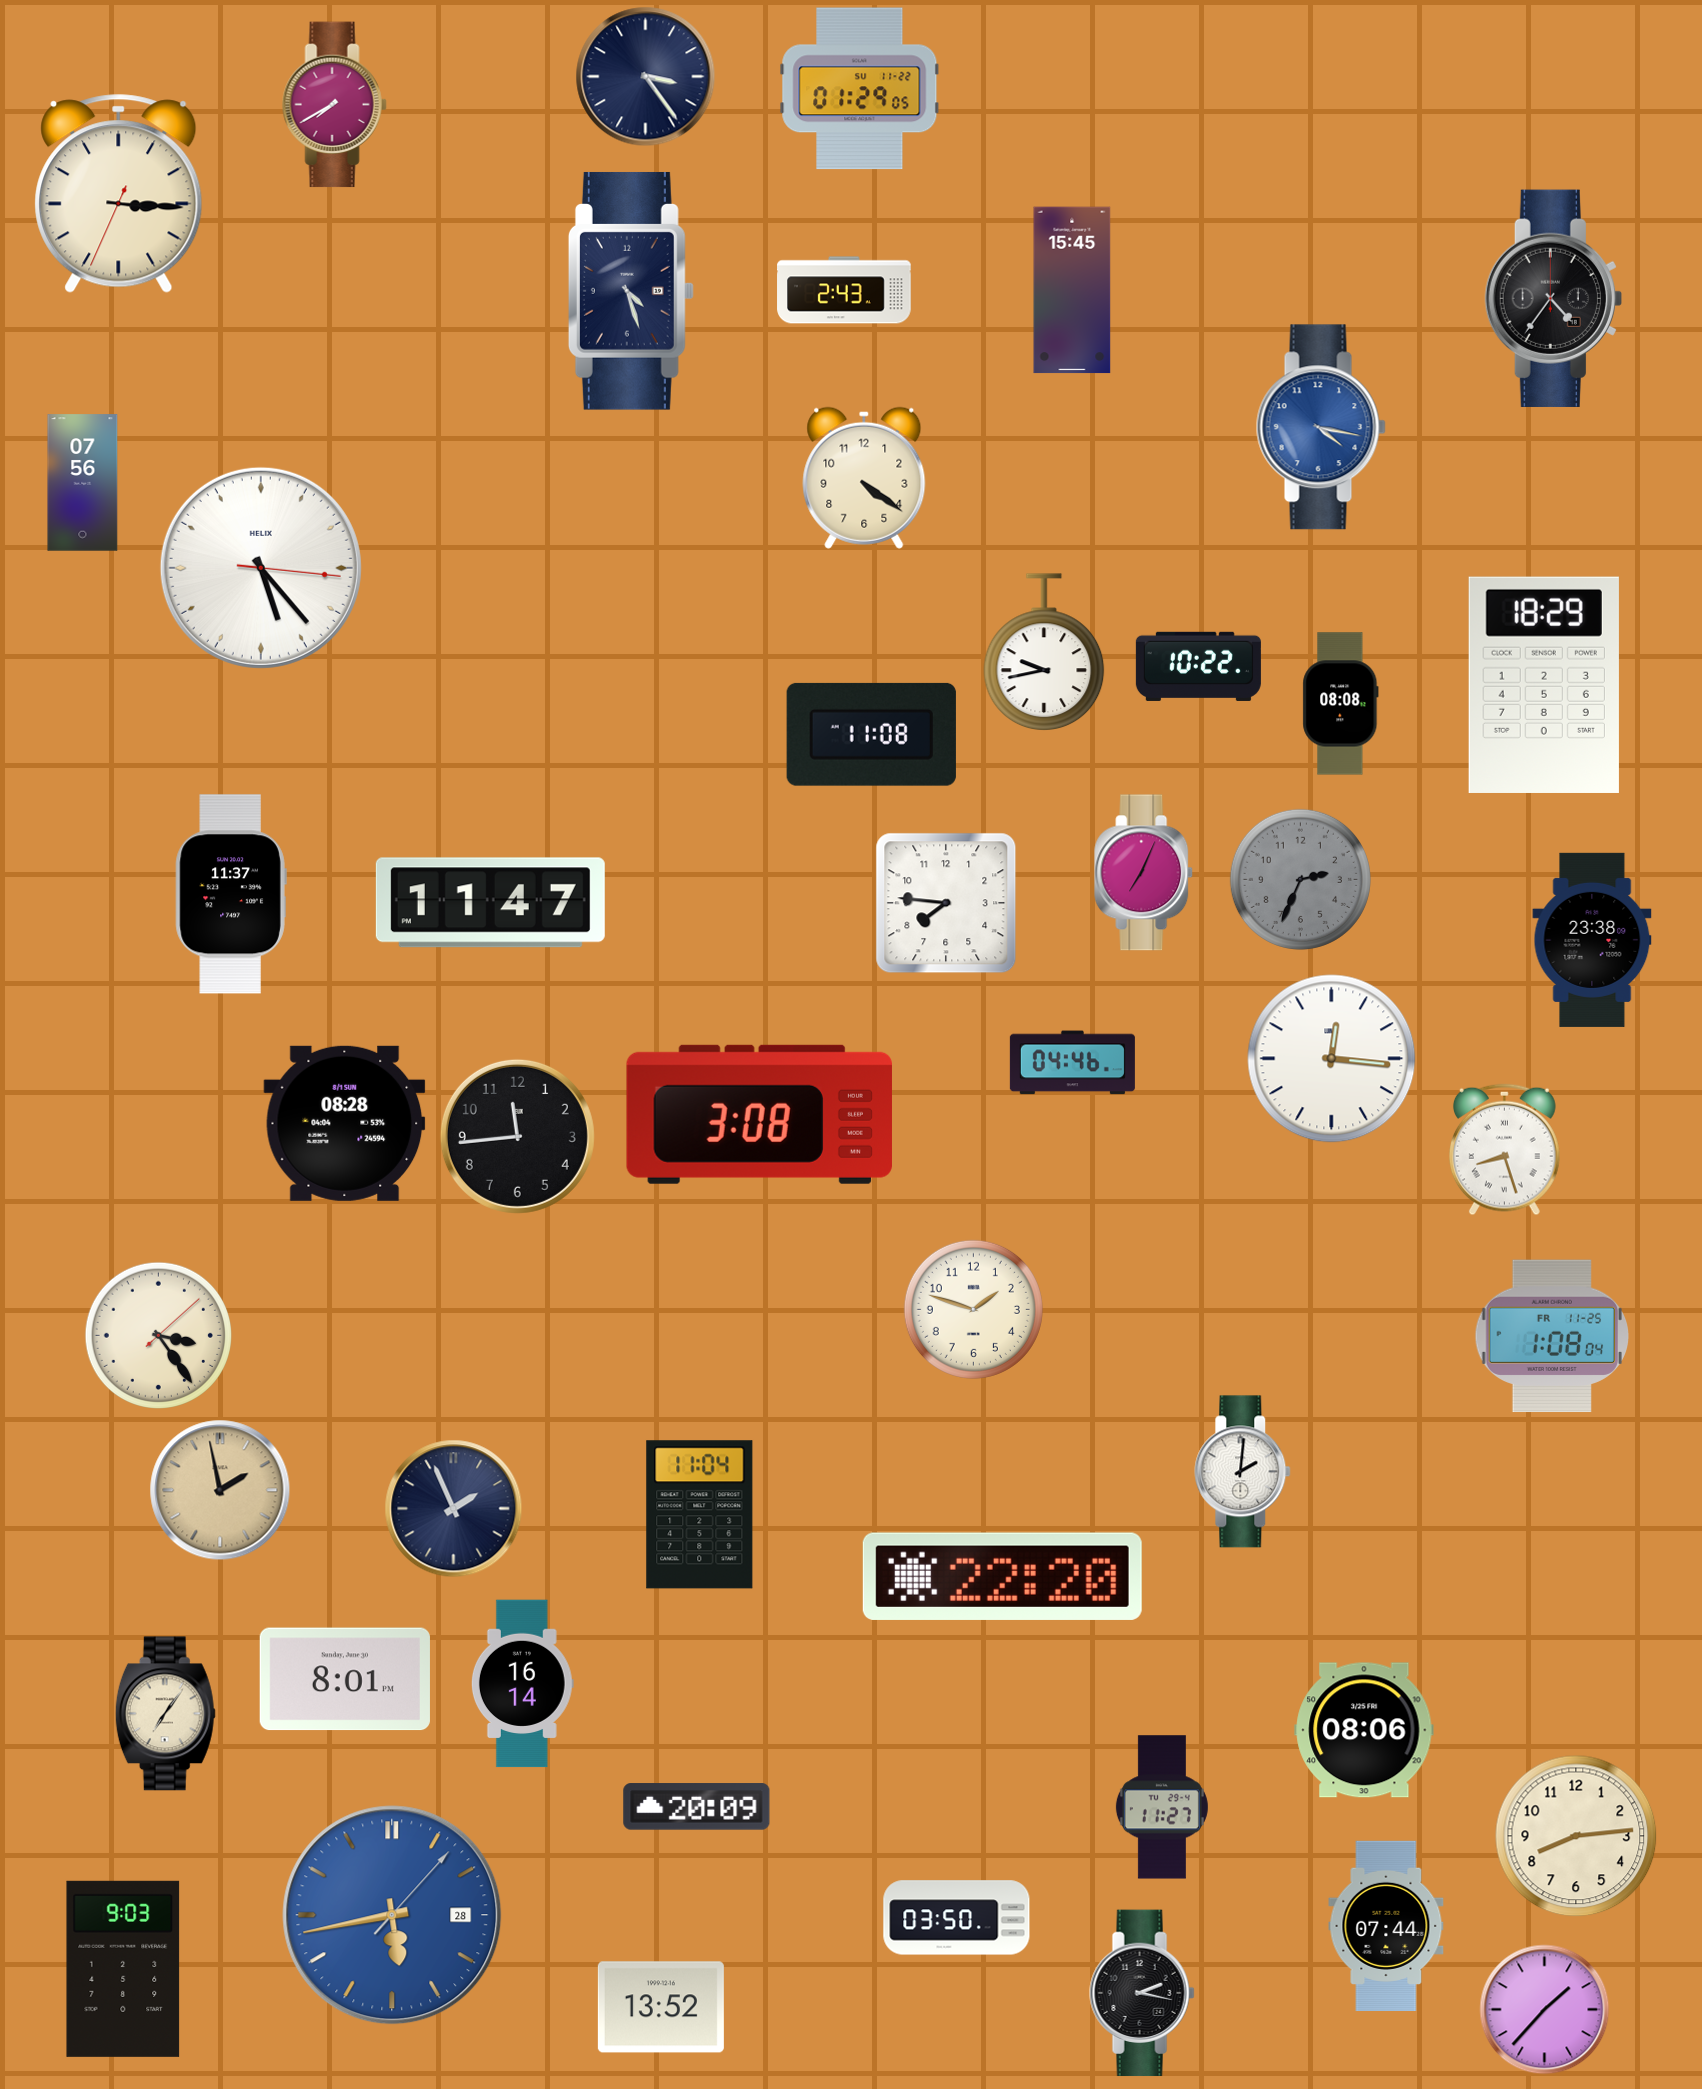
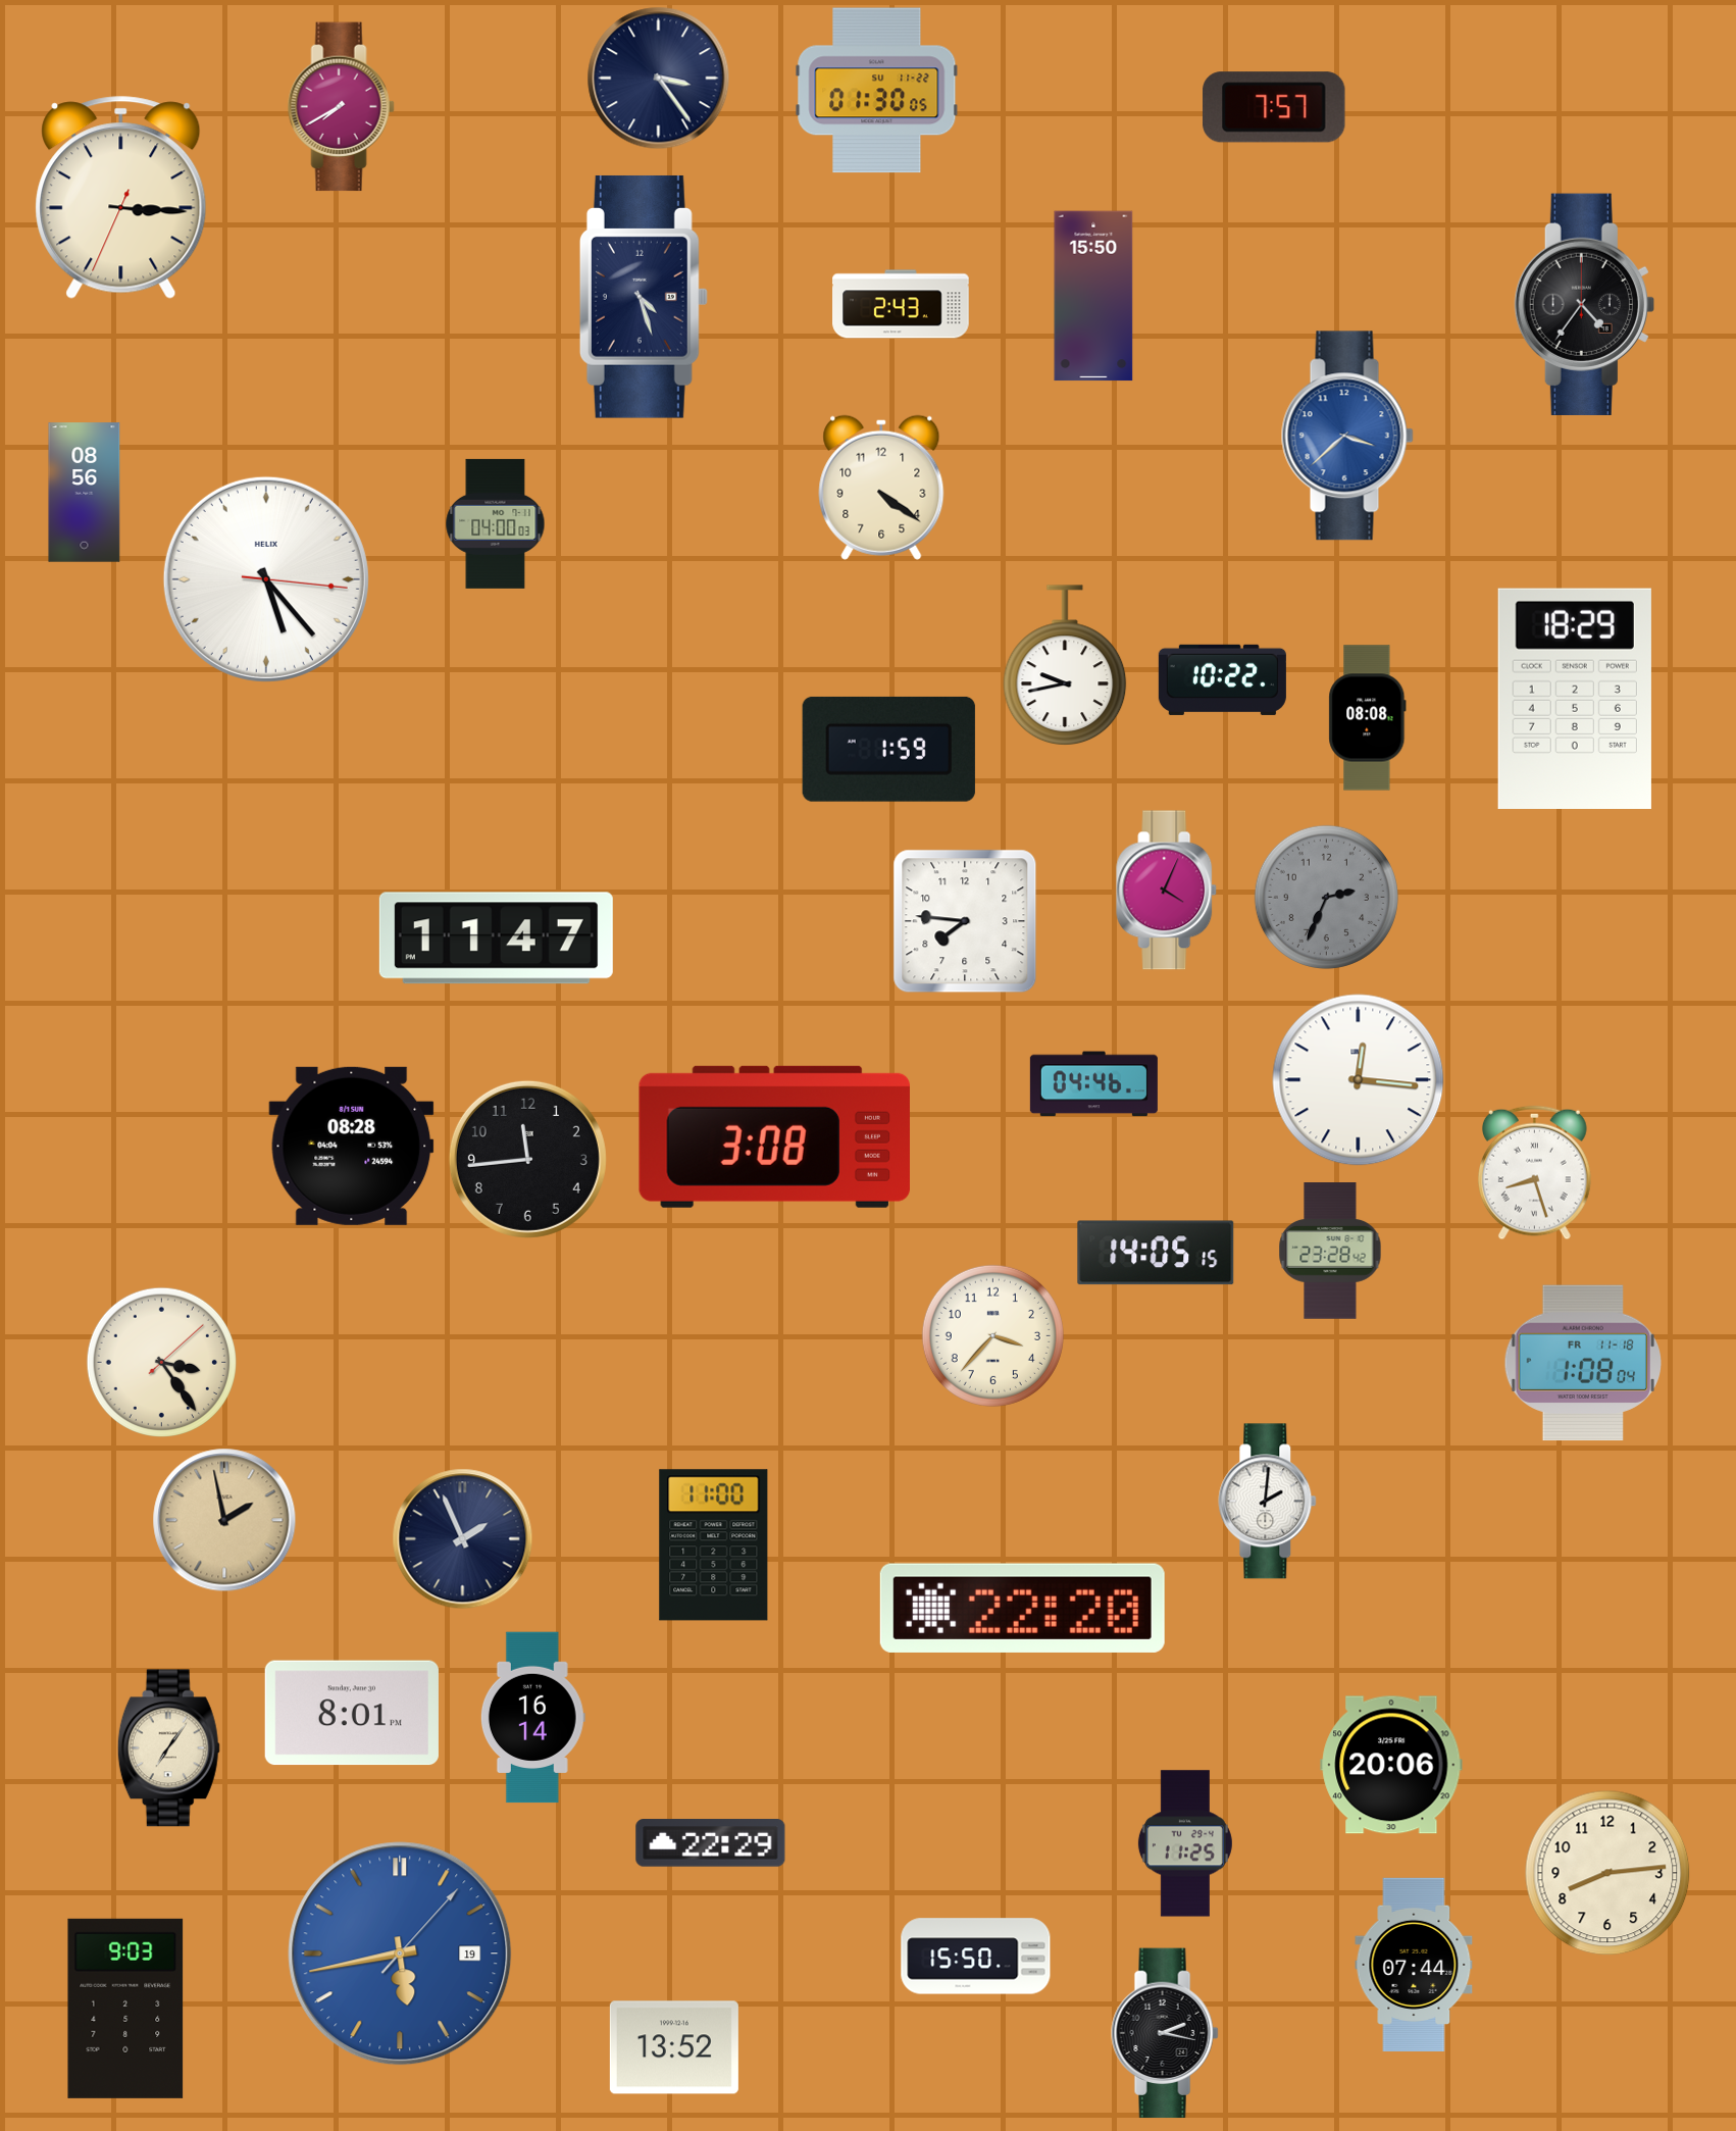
clock at (860, 89): 01:29 -> 01:30
clock at (1274, 107): none -> 7:57
clock at (844, 290) position: (844, 290) -> (901, 304)
clock at (1072, 290): 15:45 -> 15:50
clock at (1321, 427): 4:17 -> 3:38
clock at (83, 483): 07:56 -> 08:56
clock at (496, 523): none -> 04:00
clock at (871, 734): 11:08 -> 1:59
clock at (1144, 873): 7:04 -> 4:04
clock at (231, 894): 11:37 -> none
clock at (490, 903) position: (490, 903) -> (496, 938)
clock at (1592, 940): 23:38 -> none
clock at (1330, 1251): none -> 23:28
clock at (1156, 1253): none -> 14:05
clock at (973, 1309): 1:48 -> 3:37
clock at (1551, 1336) date: FR 11-25 -> FR 11-18
clock at (700, 1515): 11:04 -> 11:00
clock at (1364, 1730): 08:06 -> 20:06
clock at (697, 1807): 20:09 -> 22:29
clock at (1162, 1807): 11:27 -> 11:25
clock at (392, 1915) date: 28 -> 19
clock at (957, 1918): 03:50 -> 15:50
clock at (1545, 2010): 1:37 -> none
